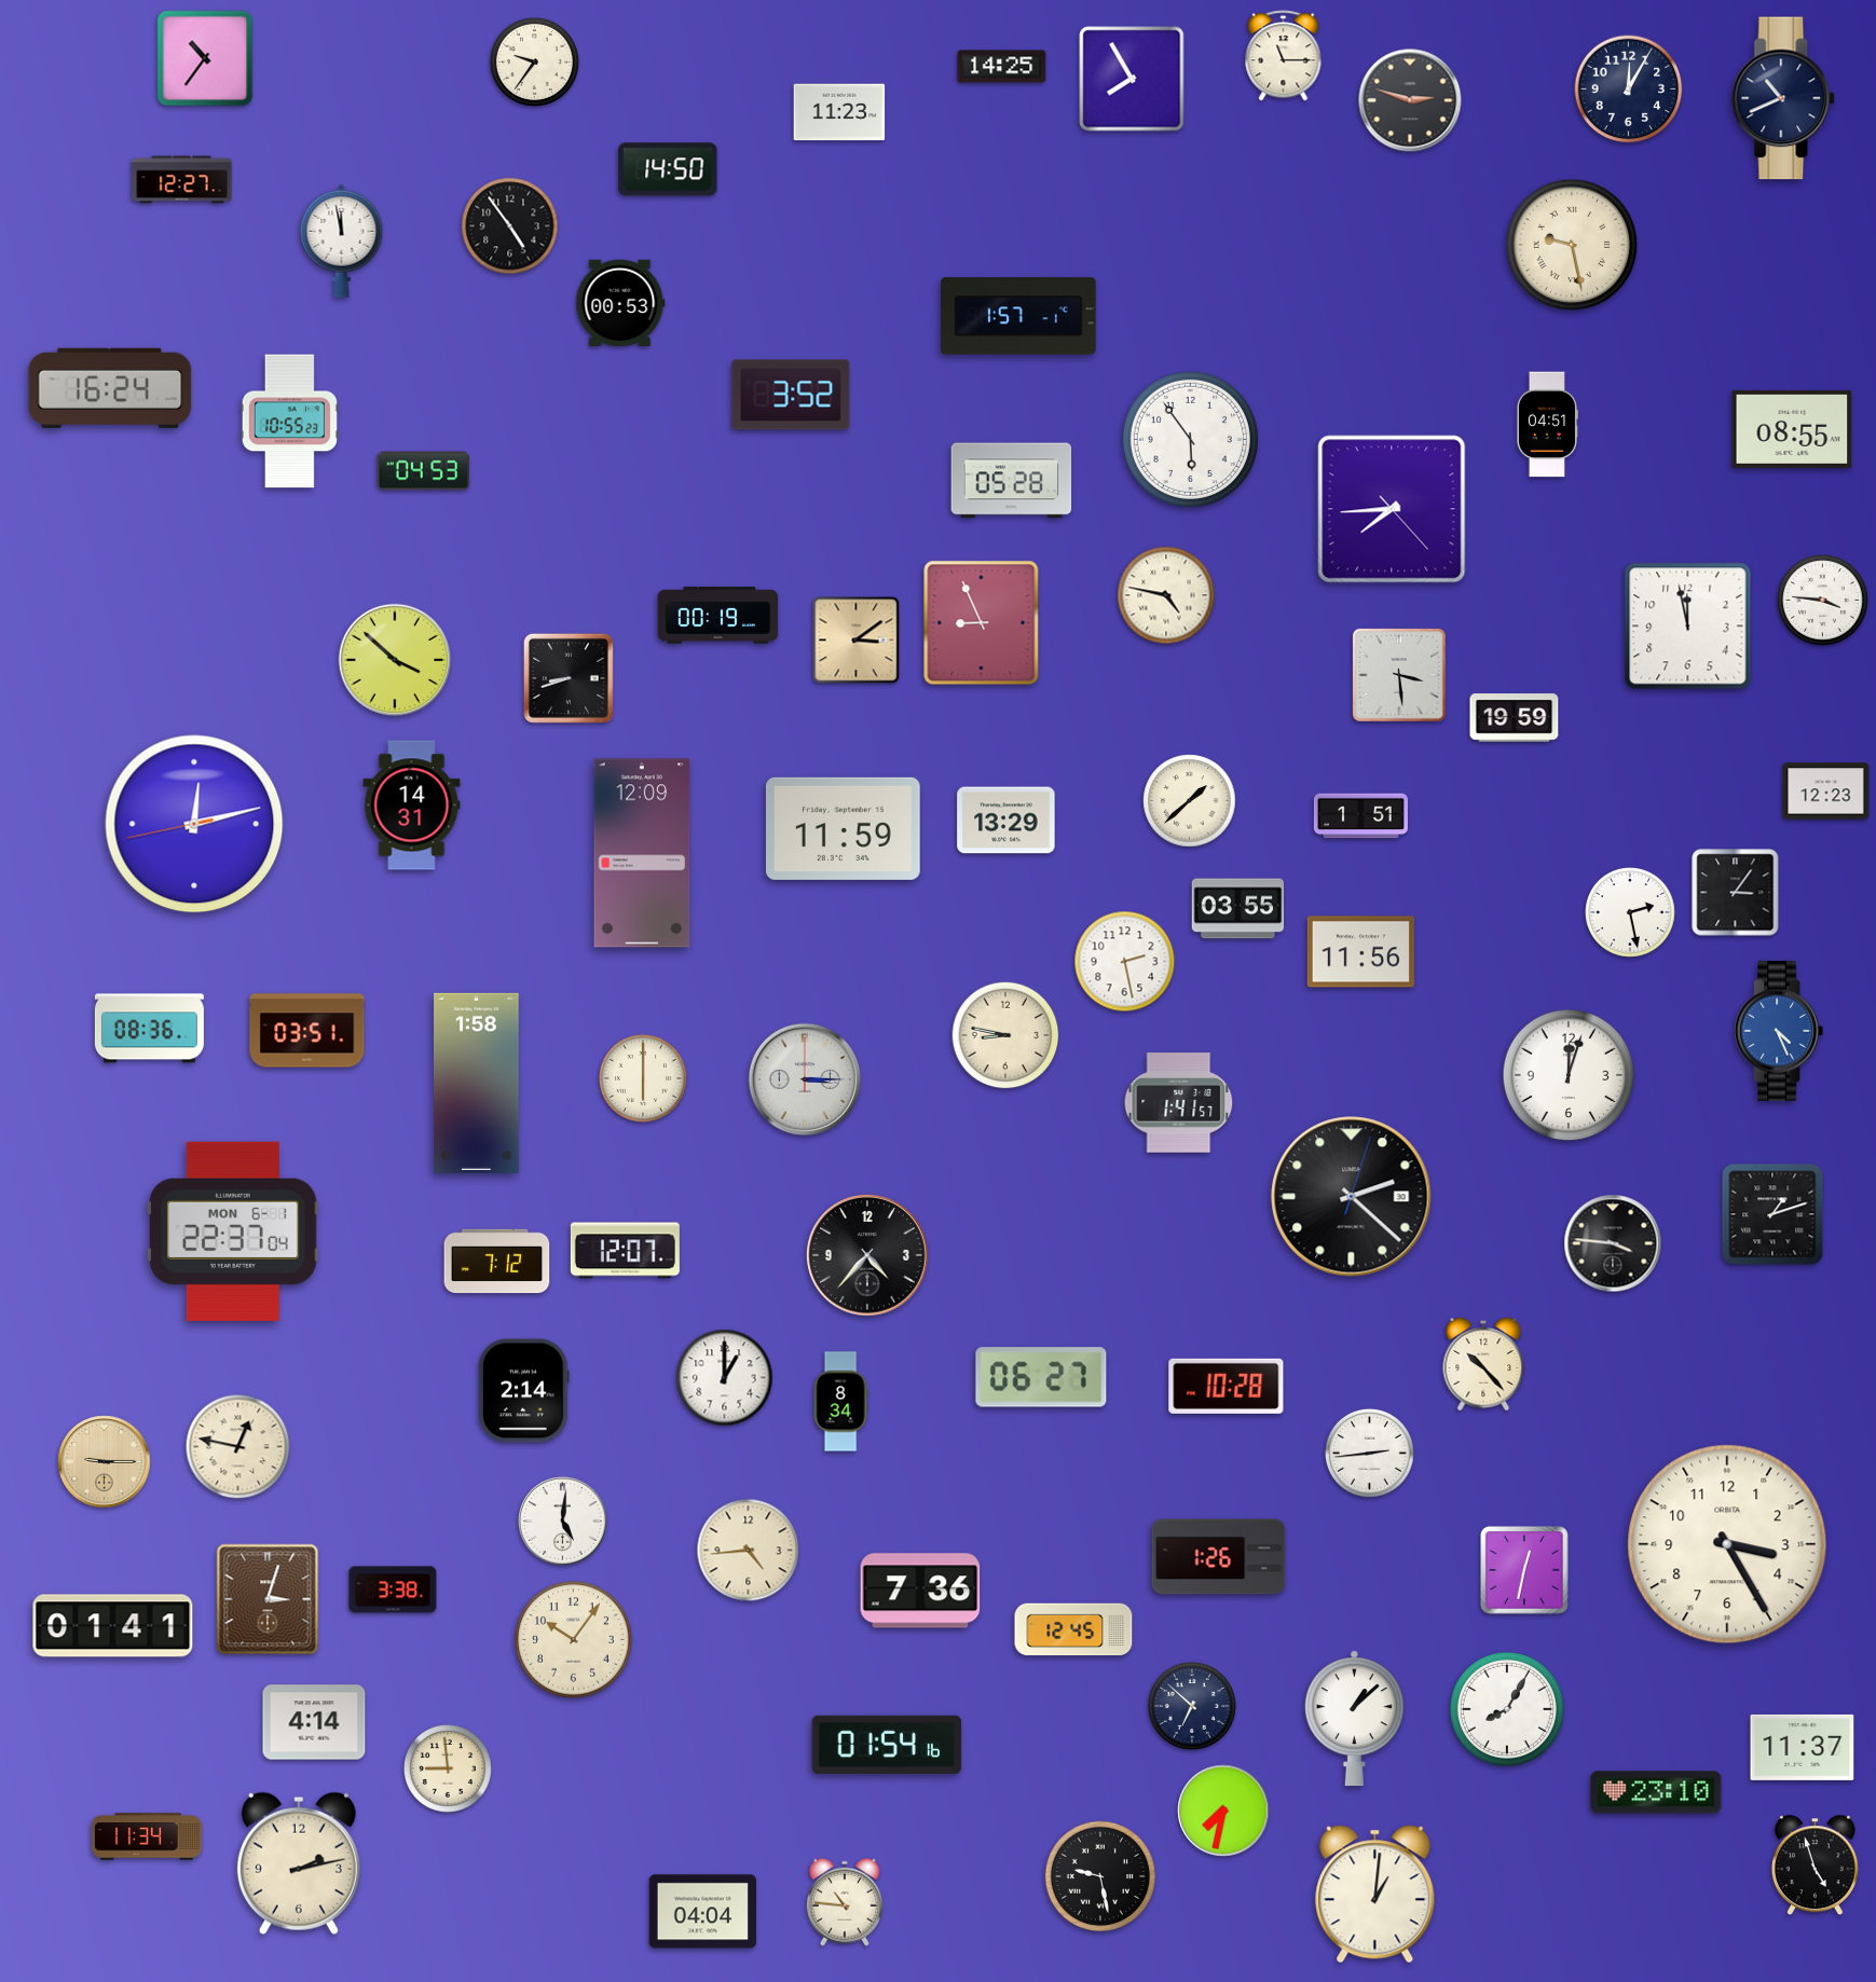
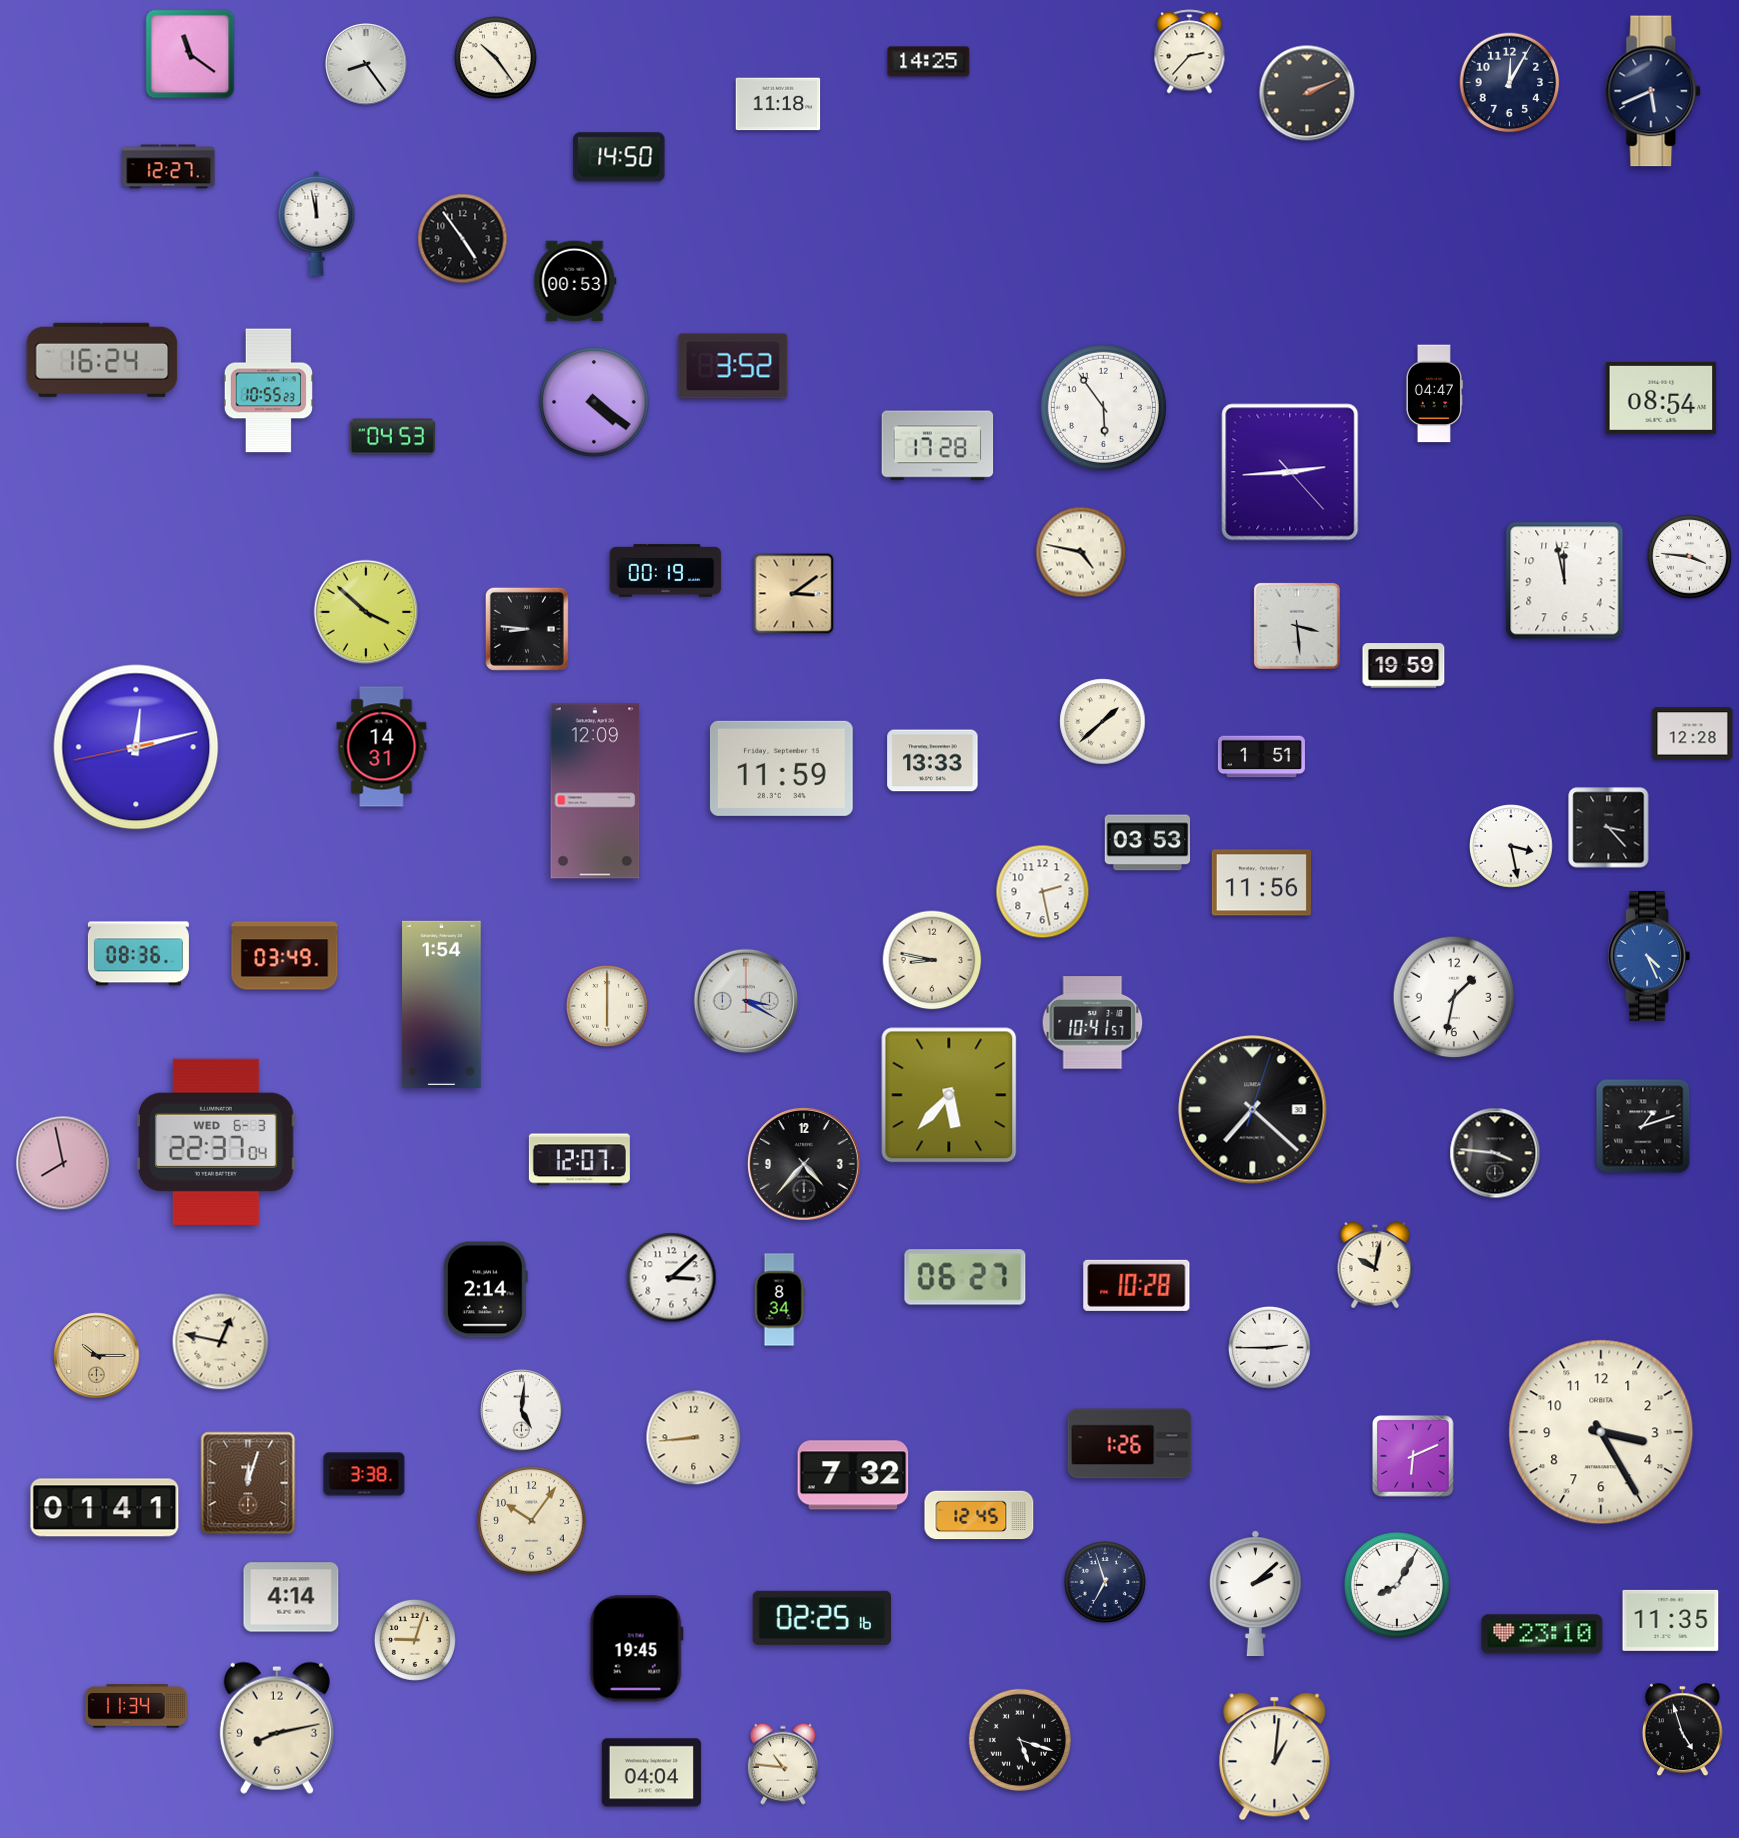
clock at (1284, 56): 11:15 -> 2:37
clock at (205, 58): 10:36 -> 11:21
clock at (534, 61): 9:36 -> 10:24
clock at (367, 65): none -> 8:24
clock at (1132, 79): 7:55 -> none
clock at (1784, 98): 10:41 -> 5:41
clock at (1410, 100): 2:48 -> 2:11
clock at (839, 112): 11:23 -> 11:18
clock at (510, 226) position: (510, 226) -> (463, 239)
clock at (1572, 245): 9:28 -> none
clock at (1018, 316): 1:57 -> none
clock at (1547, 425): 04:51 -> 04:47
clock at (1792, 429): 08:55 -> 08:54
clock at (594, 402): none -> 4:21
clock at (1012, 481): 05:28 -> 17:28
clock at (1392, 509): 7:44 -> 2:44
clock at (982, 623): 8:56 -> none
clock at (569, 678): 8:42 -> 8:46
clock at (1826, 792): 12:23 -> 12:28
clock at (1190, 801) position: (1190, 801) -> (1103, 722)
clock at (1007, 821): 13:29 -> 13:33
clock at (194, 824) position: (194, 824) -> (136, 747)
clock at (1736, 893): 3:06 -> 3:23
clock at (1238, 909): 03:55 -> 03:53
clock at (1631, 913): 2:28 -> 3:28
clock at (307, 1031): 03:51 -> 03:49
clock at (1569, 1075): 12:03 -> 1:32
clock at (643, 1078) position: (643, 1078) -> (607, 1006)
clock at (805, 1079): 3:15 -> 3:20
clock at (477, 1083): 1:58 -> 1:54
clock at (1179, 1103): 1:41 -> 10:41
clock at (949, 1095): none -> 5:37
clock at (1352, 1197): 2:22 -> 7:22
clock at (233, 1231) date: MON 6-1 -> WED 6-3
clock at (63, 1163): none -> 7:58
clock at (497, 1262): 7:12 -> none
clock at (1483, 1364): 10:23 -> 10:02
clock at (725, 1378): 1:00 -> 3:08
clock at (1369, 1453): 2:44 -> 2:45
clock at (105, 1462): 9:15 -> 10:15
clock at (749, 1551): 4:44 -> 8:44
clock at (1524, 1570): 12:32 -> 6:11
clock at (920, 1591): 7:36 -> 7:32
clock at (268, 1599): 3:03 -> 12:03
clock at (1073, 1629) position: (1073, 1629) -> (979, 1515)
clock at (1192, 1706): 6:52 -> 6:57
clock at (1354, 1719): 1:08 -> 2:08
clock at (887, 1745): 01:54 -> 02:25
clock at (1803, 1747): 11:37 -> 11:35
clock at (448, 1768): 8:59 -> 9:03
clock at (636, 1649): none -> 19:45
clock at (1656, 1792) position: (1656, 1792) -> (1542, 1634)
clock at (1223, 1811): 7:32 -> none
clock at (148, 1836) position: (148, 1836) -> (137, 1706)
clock at (299, 1863): 2:13 -> 8:13
clock at (1100, 1876): 9:28 -> 5:18
